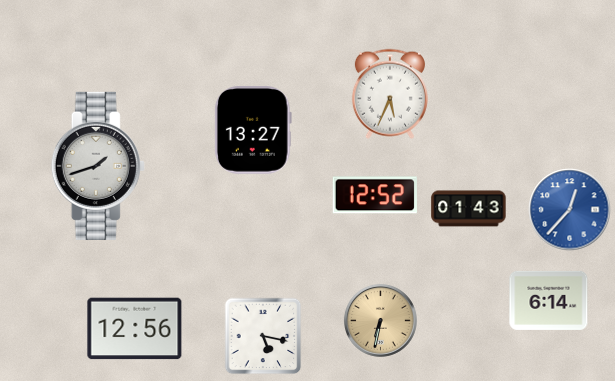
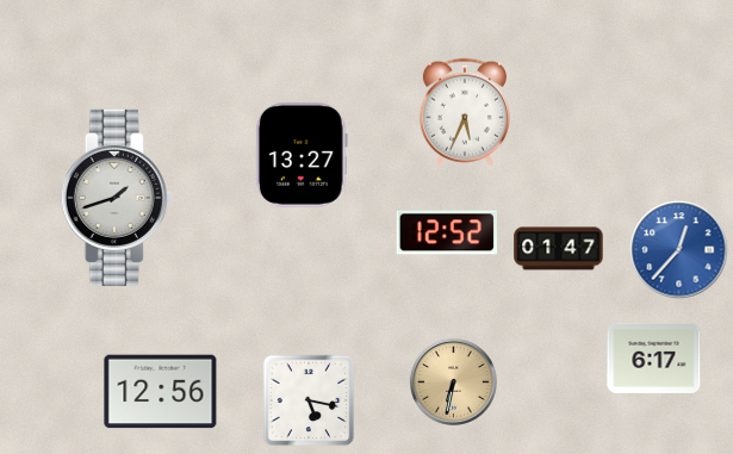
clock at (469, 209): 01:43 -> 01:47
clock at (549, 300): 6:14 -> 6:17
clock at (263, 336) position: (263, 336) -> (309, 400)
